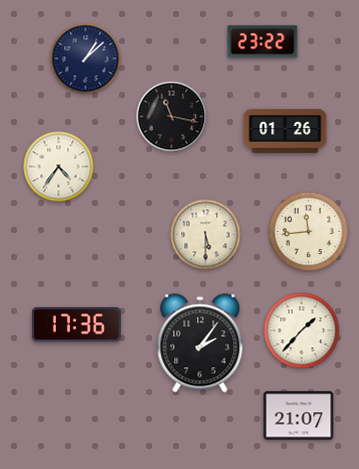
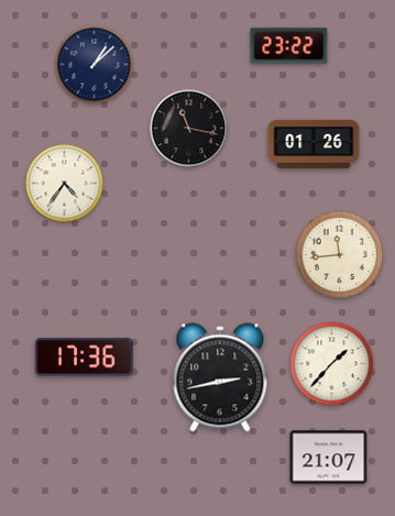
clock at (206, 235): 5:30 -> none
clock at (200, 343): 2:06 -> 2:43
